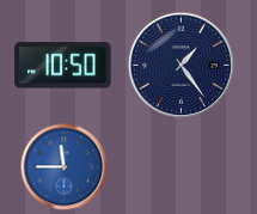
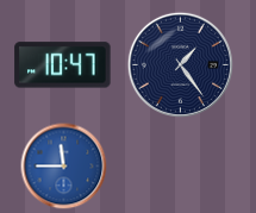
clock at (63, 66): 10:50 -> 10:47
